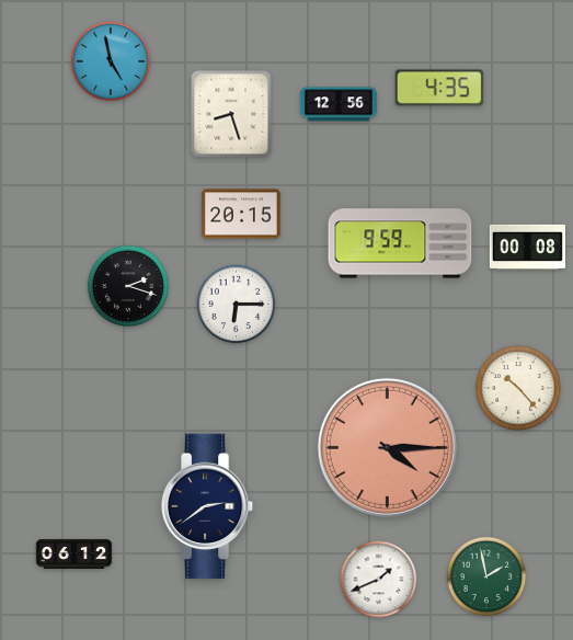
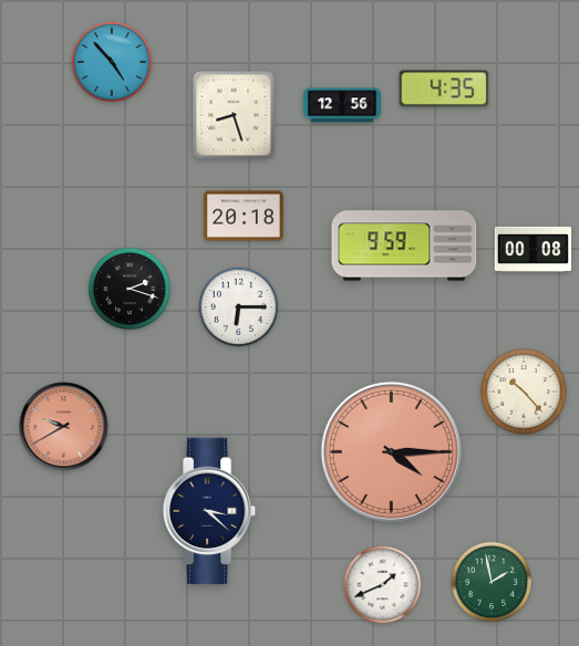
clock at (111, 61): 4:58 -> 4:53
clock at (242, 214): 20:15 -> 20:18
clock at (64, 427): none -> 9:40
clock at (207, 506): 2:39 -> 3:22
clock at (75, 553): 06:12 -> none
